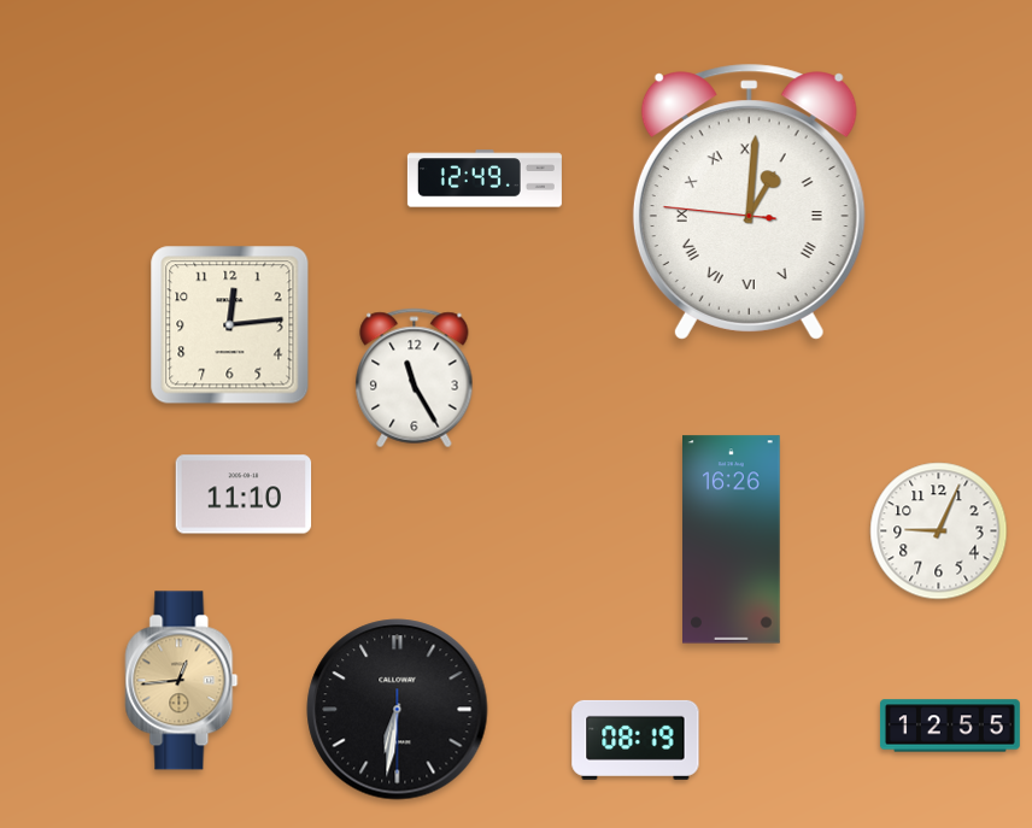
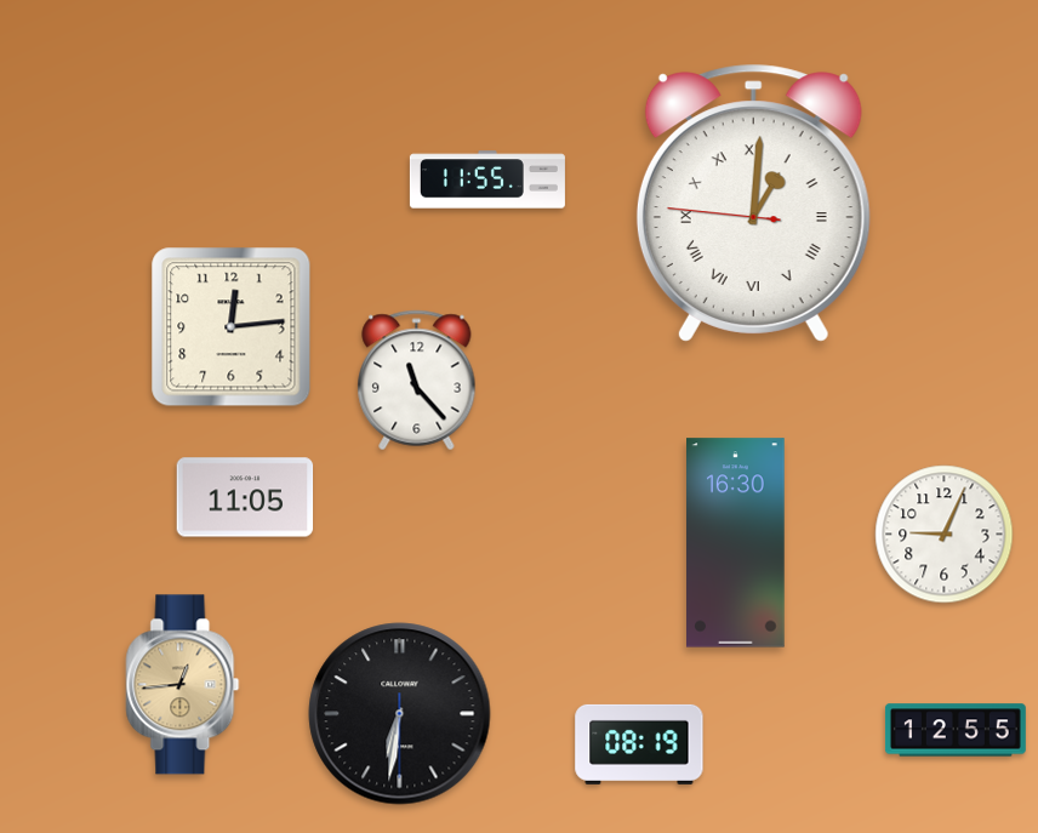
clock at (485, 178): 12:49 -> 11:55
clock at (415, 378): 11:25 -> 11:23
clock at (244, 494): 11:10 -> 11:05
clock at (732, 540): 16:26 -> 16:30
